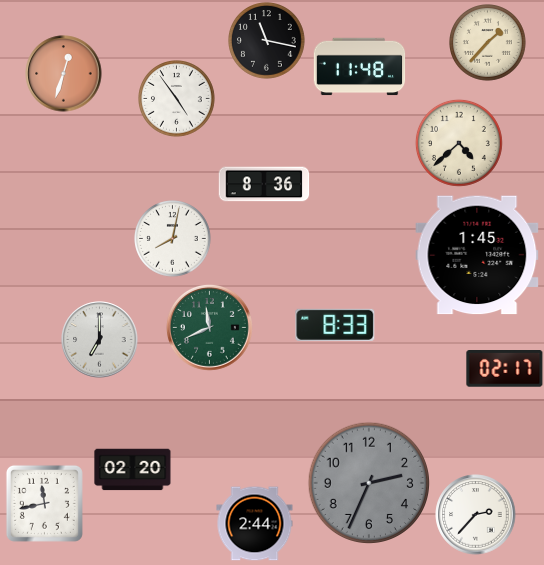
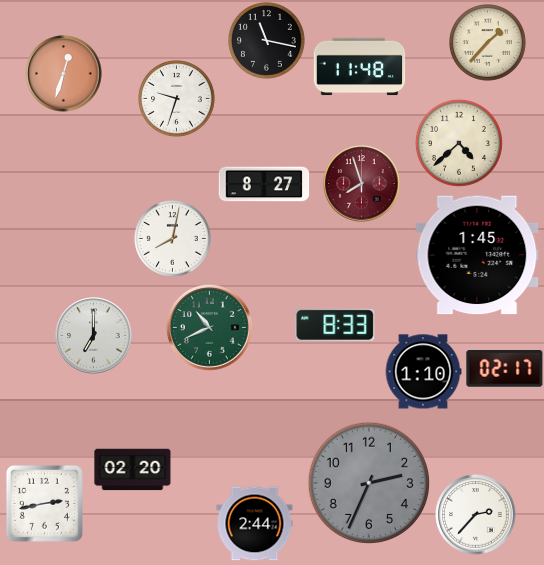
clock at (177, 99): 4:54 -> 9:33
clock at (264, 184): 8:36 -> 8:27
clock at (362, 184): none -> 7:57
clock at (210, 328): 11:41 -> 10:41
clock at (100, 340) position: (100, 340) -> (94, 336)
clock at (423, 372): none -> 1:10
clock at (44, 503): 11:43 -> 2:43
